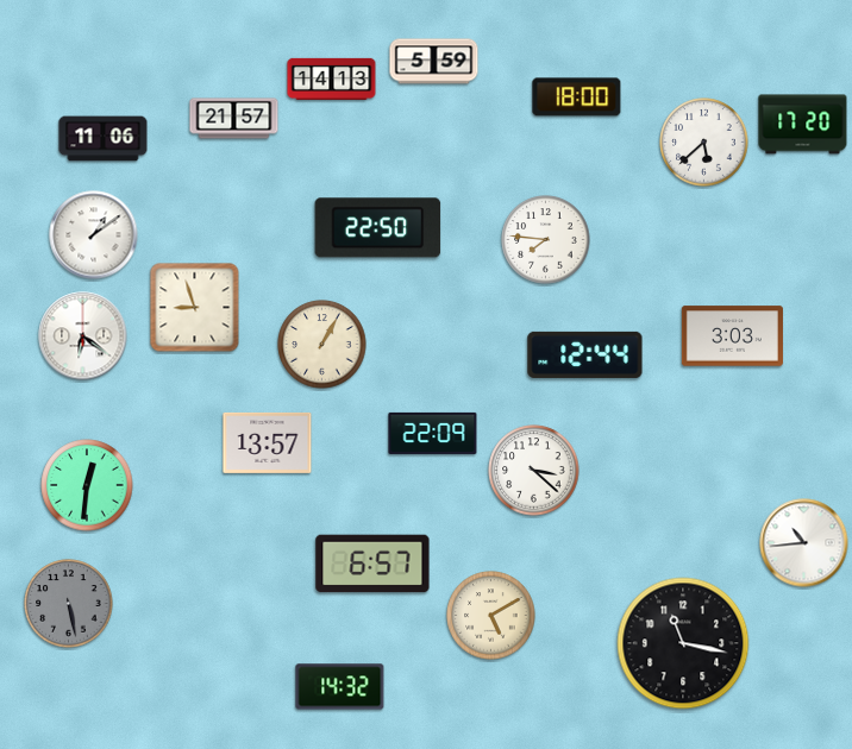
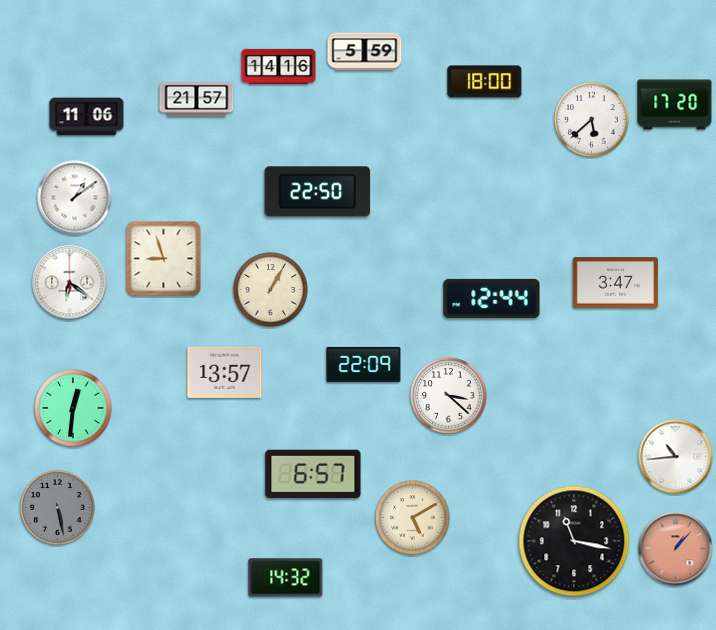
clock at (332, 78): 14:13 -> 14:16
clock at (94, 235) position: (94, 235) -> (75, 198)
clock at (546, 240): 7:46 -> none
clock at (732, 336): 3:03 -> 3:47
clock at (676, 549): none -> 1:07
